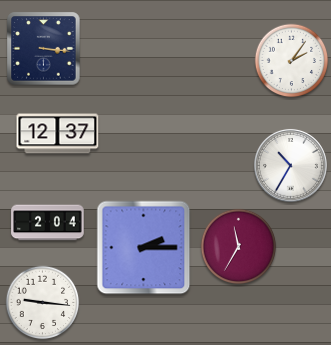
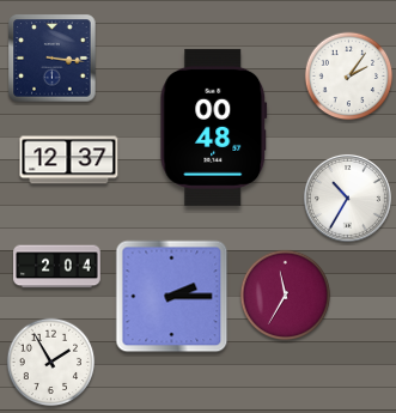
clock at (292, 61) position: (292, 61) -> (349, 77)
clock at (214, 127): none -> 00:48
clock at (43, 303): 9:16 -> 1:55
